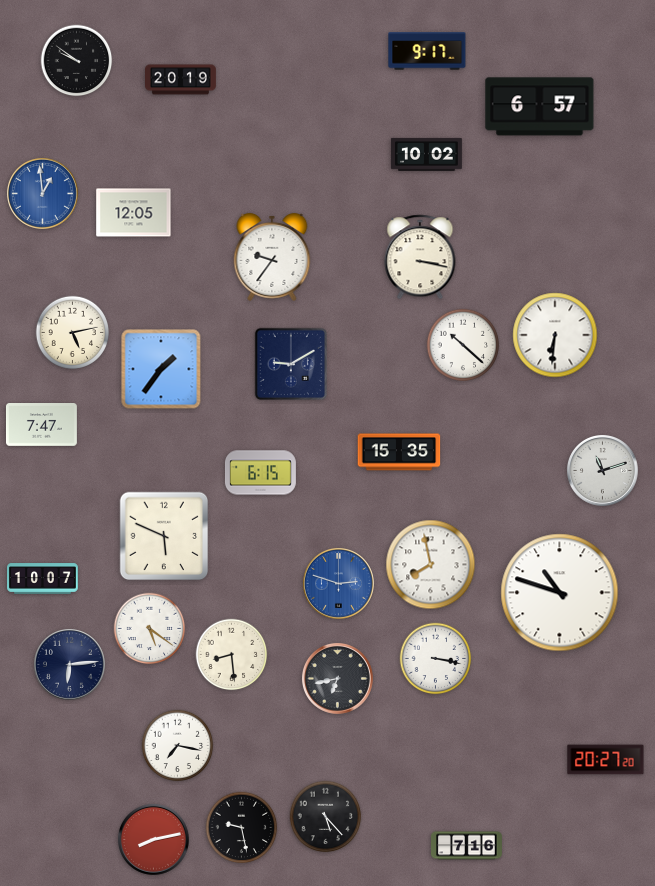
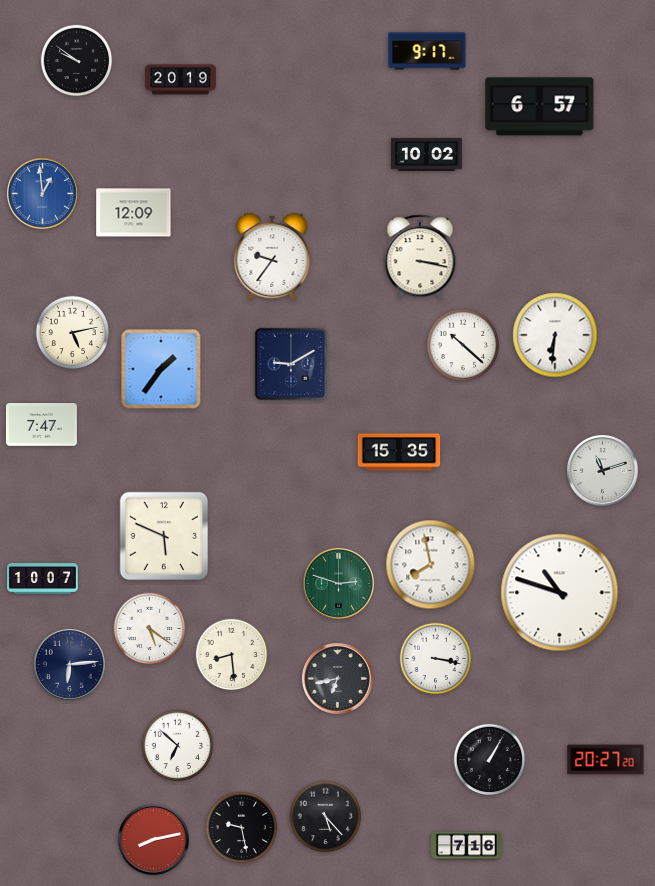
clock at (134, 213): 12:05 -> 12:09
clock at (260, 473): 6:15 -> none
clock at (338, 583) dial: blue -> green
clock at (178, 746): 7:17 -> 6:52
clock at (490, 760): none -> 1:05
